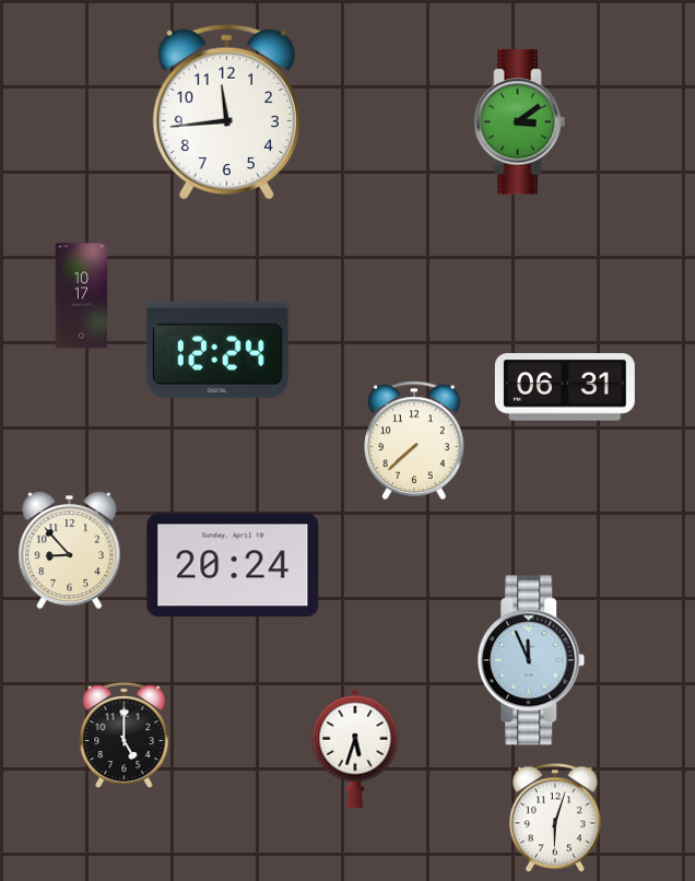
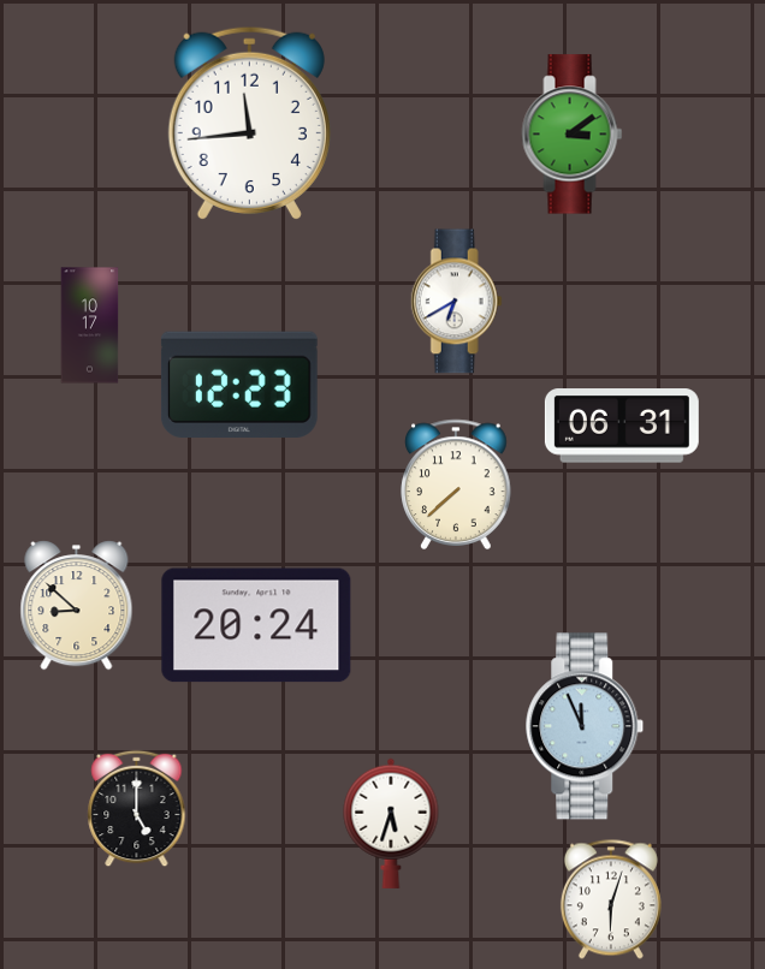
clock at (456, 302): none -> 6:40
clock at (217, 349): 12:24 -> 12:23
clock at (70, 551): 8:53 -> 8:52
clock at (233, 565) position: (233, 565) -> (256, 625)
